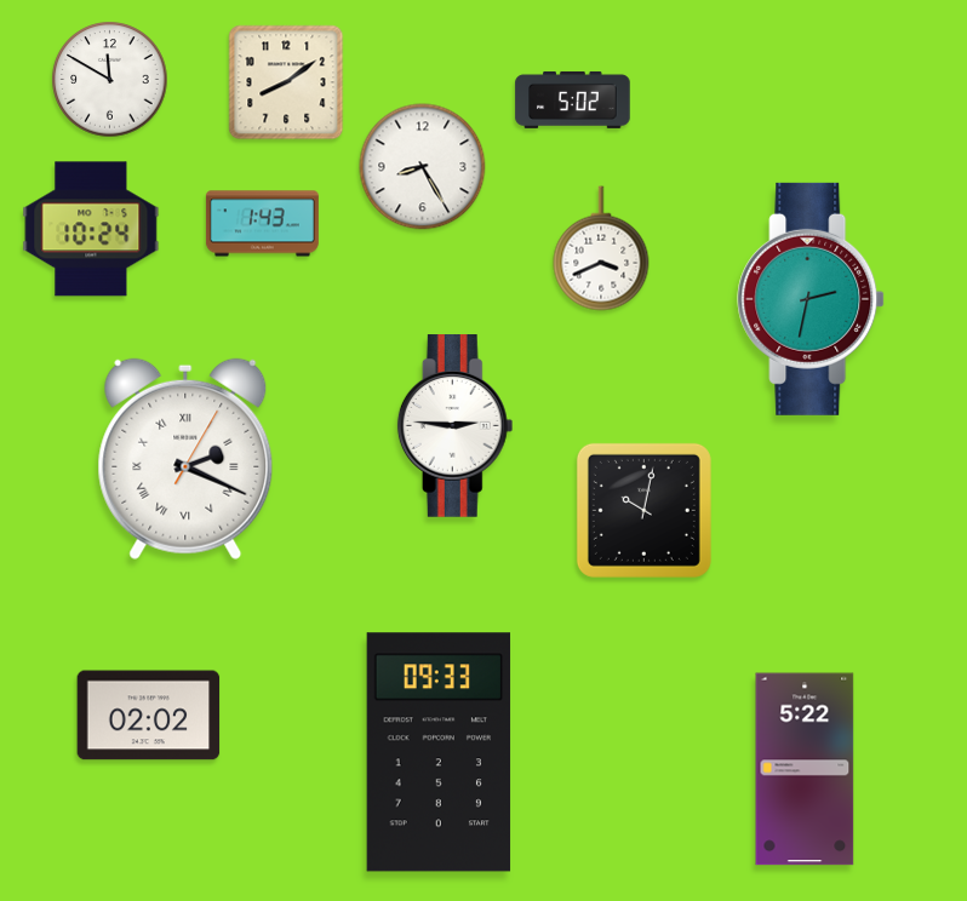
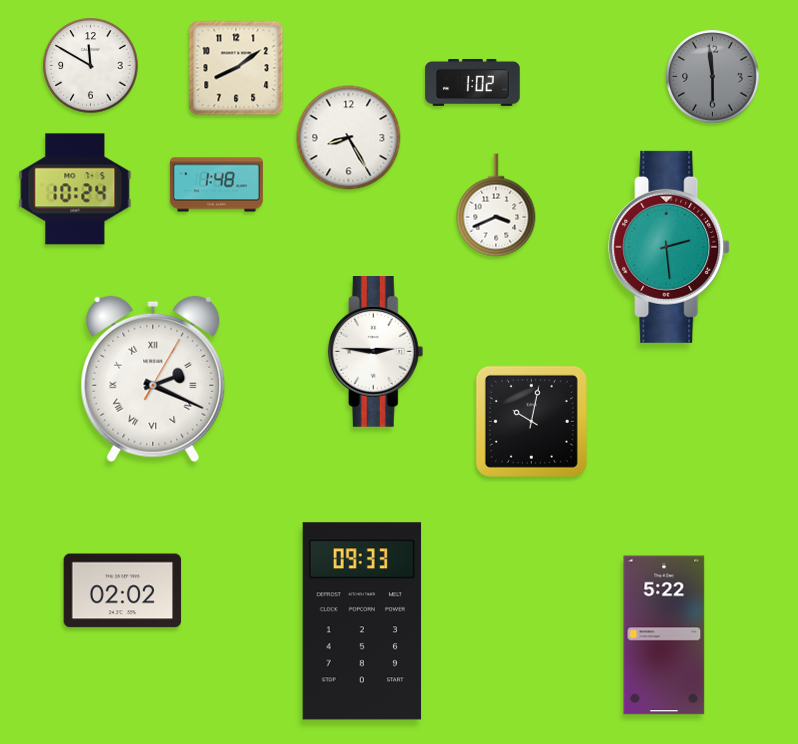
clock at (713, 77): none -> 5:59
clock at (573, 99): 5:02 -> 1:02
clock at (262, 224): 1:43 -> 1:48
clock at (811, 299): 2:32 -> 2:29
